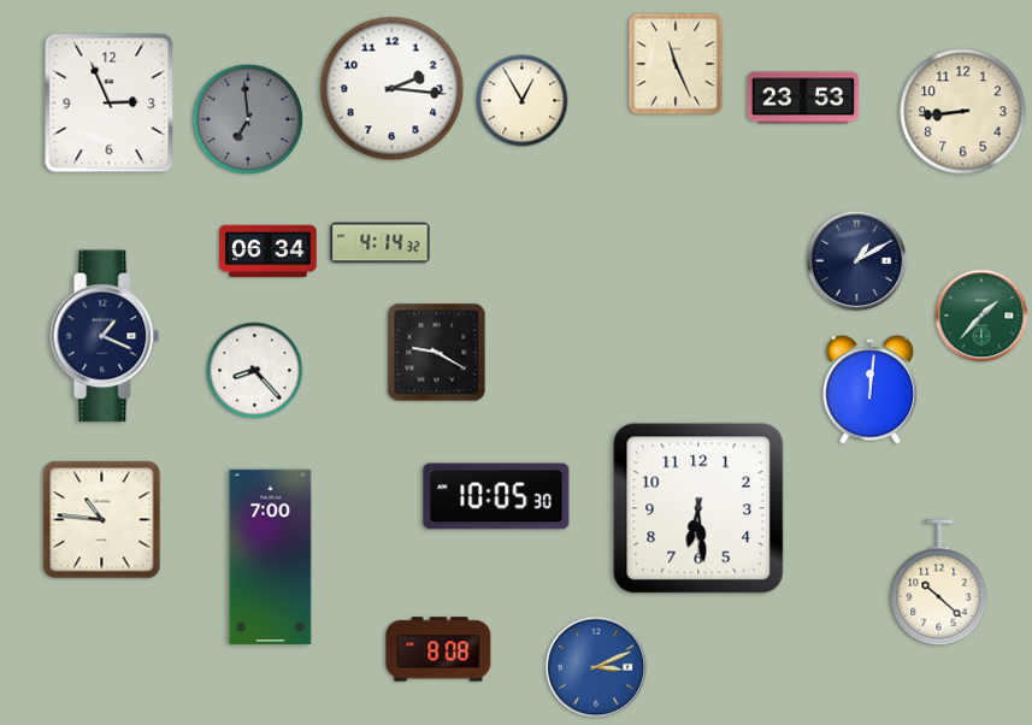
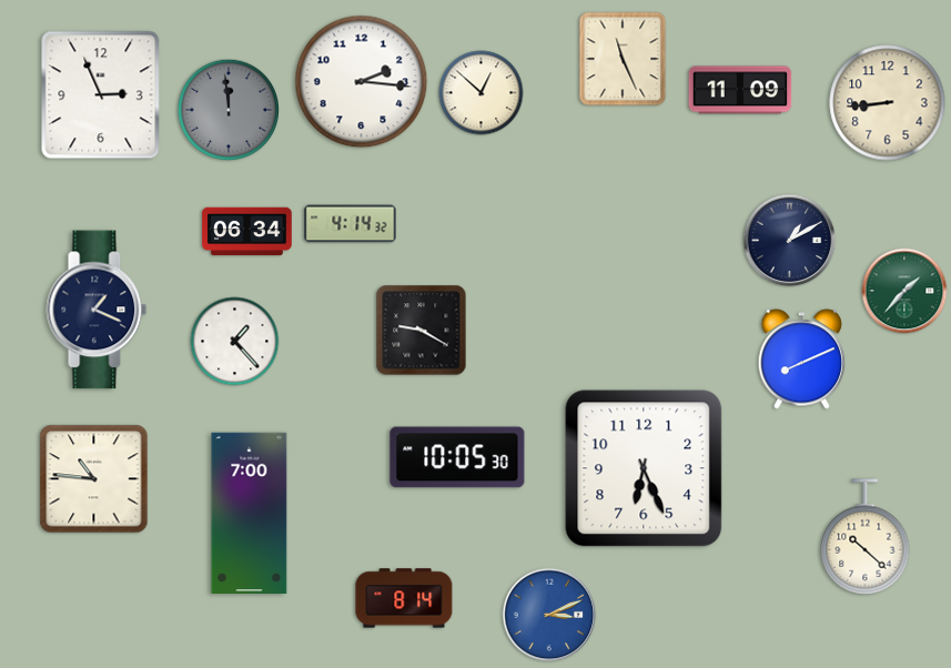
clock at (803, 98): 23:53 -> 11:09
clock at (523, 101): 12:55 -> 12:52
clock at (247, 118): 6:59 -> 11:59
clock at (437, 353) position: (437, 353) -> (422, 331)
clock at (255, 371): 8:23 -> 1:23
clock at (871, 390): 12:01 -> 8:11
clock at (698, 508): 6:29 -> 6:26
clock at (438, 649): 8:08 -> 8:14
